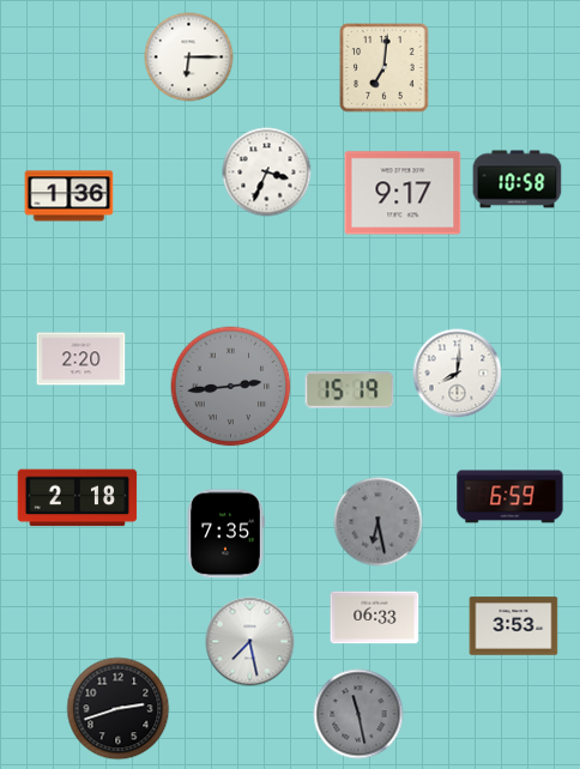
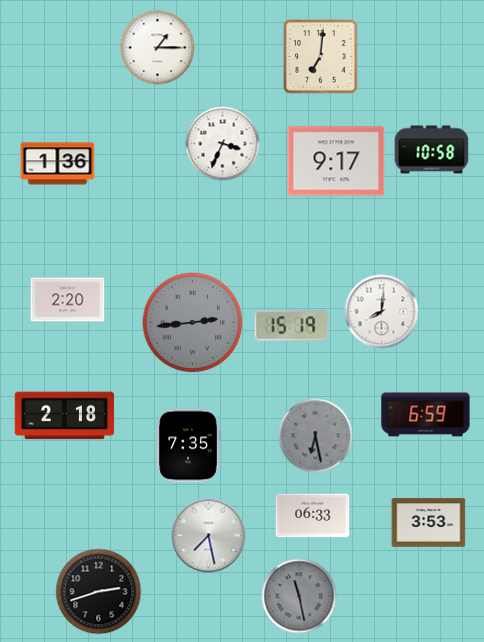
clock at (189, 57): 6:15 -> 1:15
